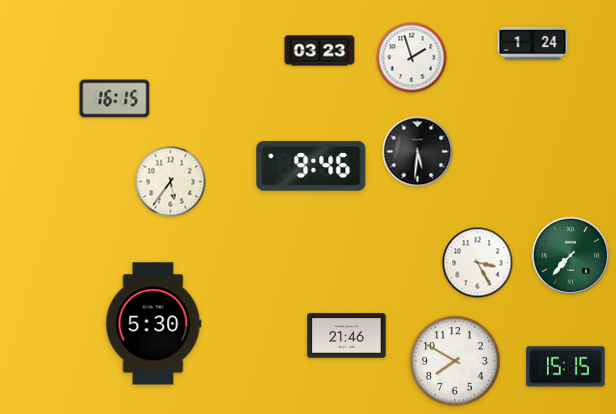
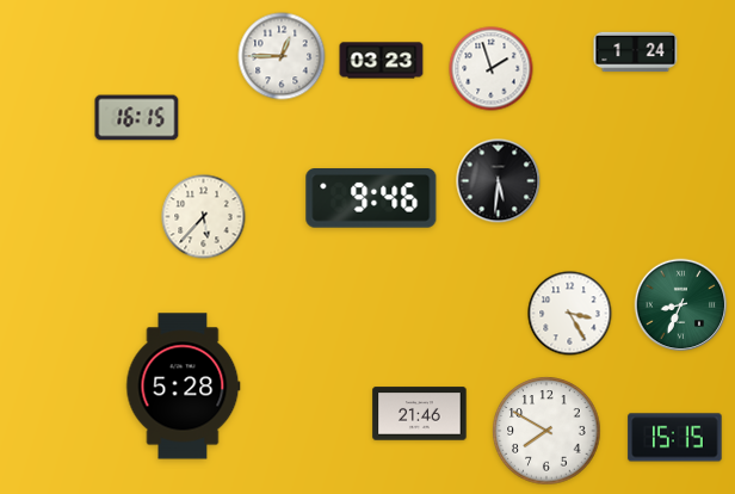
clock at (282, 56): none -> 12:45
clock at (171, 182): 5:36 -> 5:37
clock at (571, 256): 7:37 -> 8:34
clock at (154, 324): 5:30 -> 5:28
clock at (347, 336) position: (347, 336) -> (420, 414)
clock at (455, 361) position: (455, 361) -> (546, 431)
